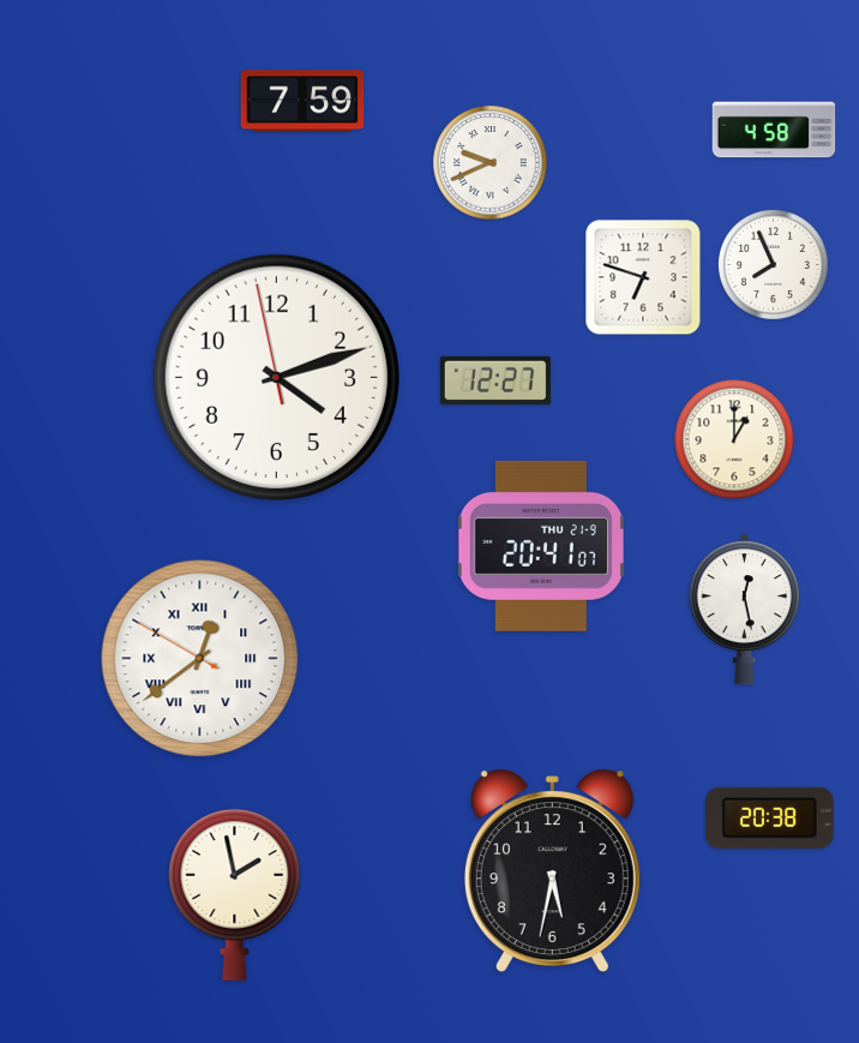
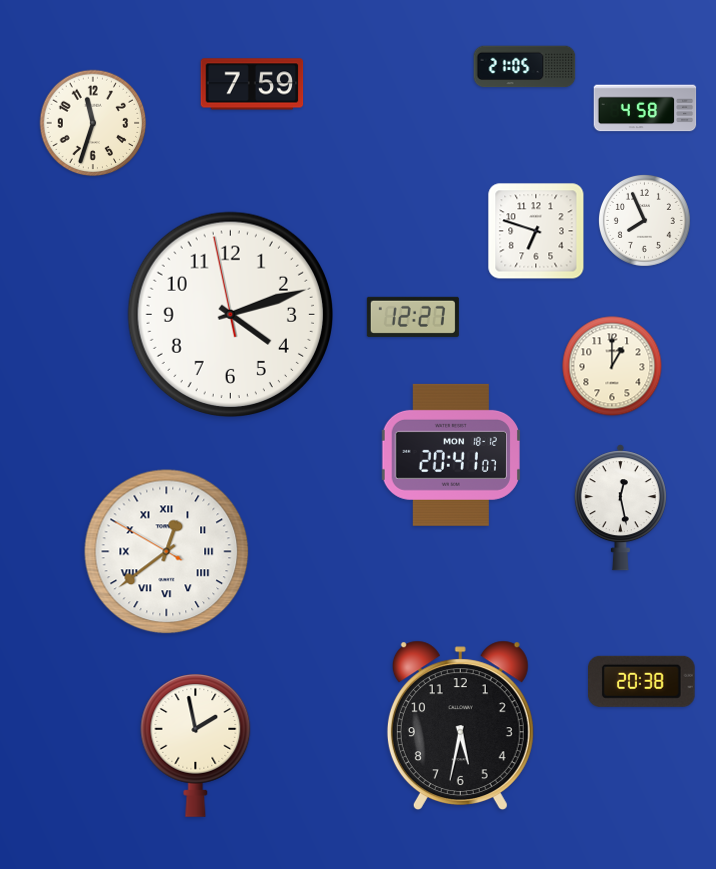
clock at (525, 67): none -> 21:05
clock at (93, 123): none -> 11:33
clock at (491, 163): 9:41 -> none
clock at (541, 546) date: THU 21-9 -> MON 18-12
clock at (200, 659) position: (200, 659) -> (167, 552)
